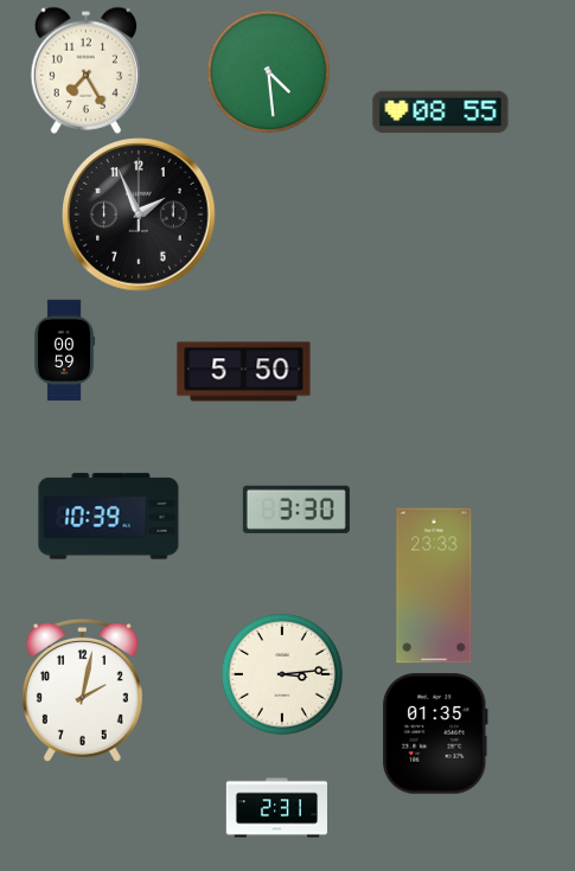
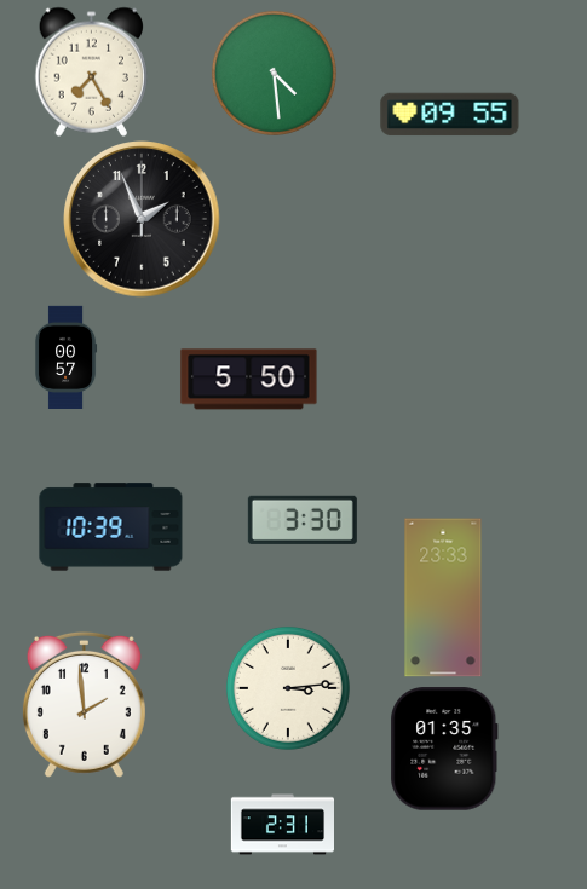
clock at (85, 70) position: (85, 70) -> (91, 71)
clock at (441, 113): 08:55 -> 09:55
clock at (64, 350): 00:59 -> 00:57
clock at (82, 690): 2:02 -> 1:59
